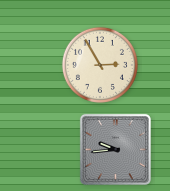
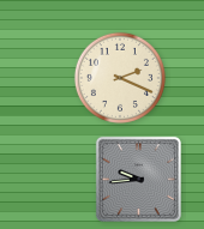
clock at (100, 65): 2:55 -> 2:19
